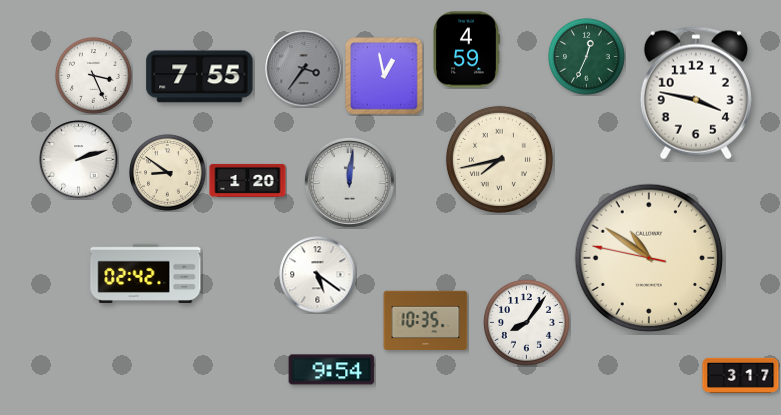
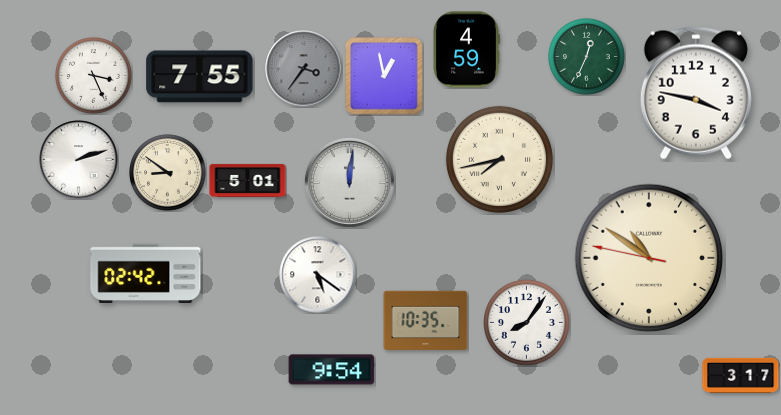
clock at (248, 180): 1:20 -> 5:01
